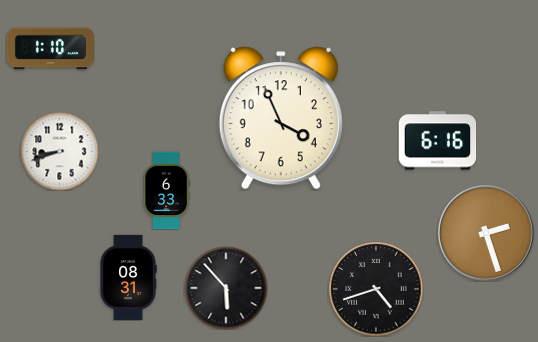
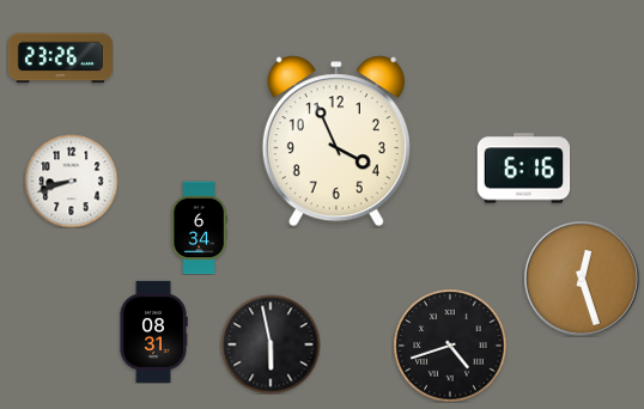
clock at (50, 49): 1:10 -> 23:26
clock at (166, 190): 6:33 -> 6:34
clock at (487, 234): 2:27 -> 12:27
clock at (226, 288): 5:53 -> 5:58
